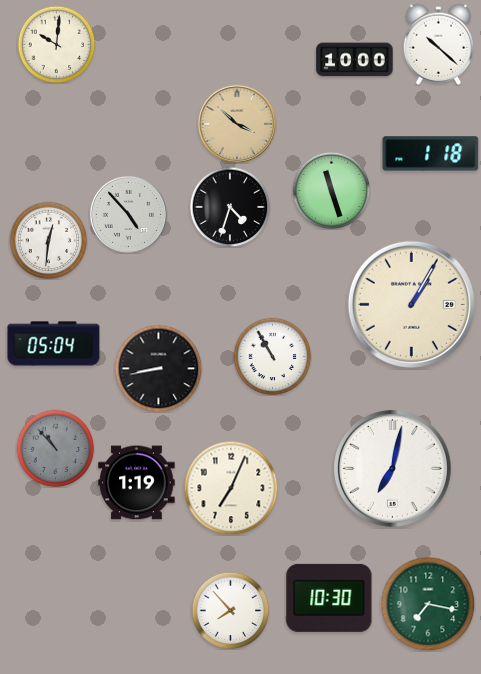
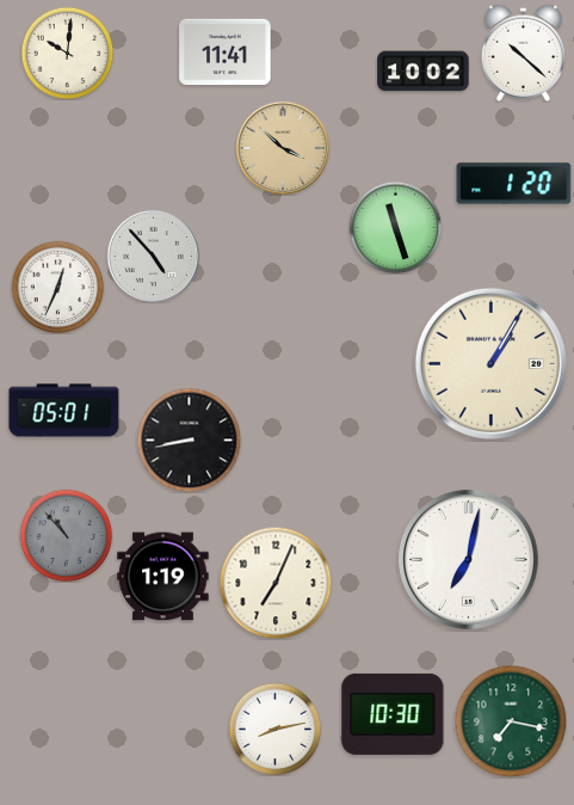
clock at (226, 53): none -> 11:41
clock at (355, 60): 10:00 -> 10:02
clock at (431, 154): 1:18 -> 1:20
clock at (230, 207): 4:33 -> none
clock at (48, 240): 12:31 -> 12:34
clock at (54, 344): 05:04 -> 05:01
clock at (272, 356): 10:55 -> none
clock at (230, 610): 7:53 -> 8:13
